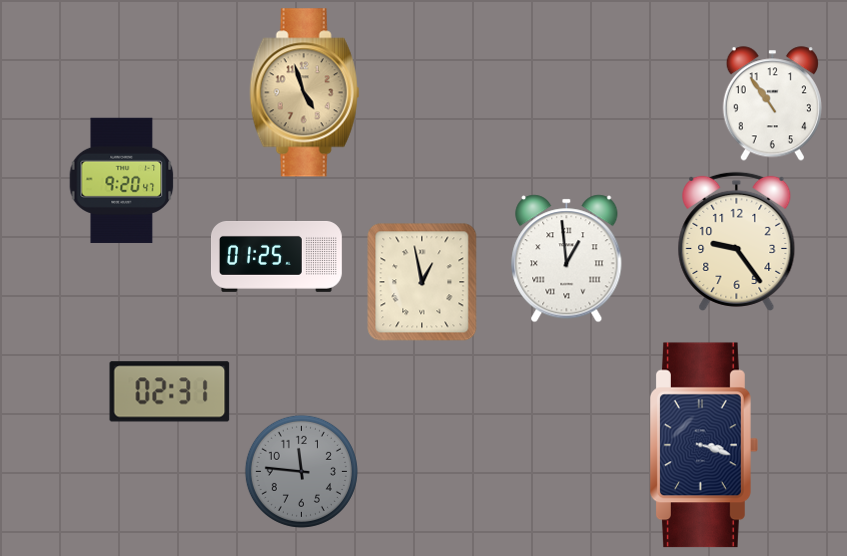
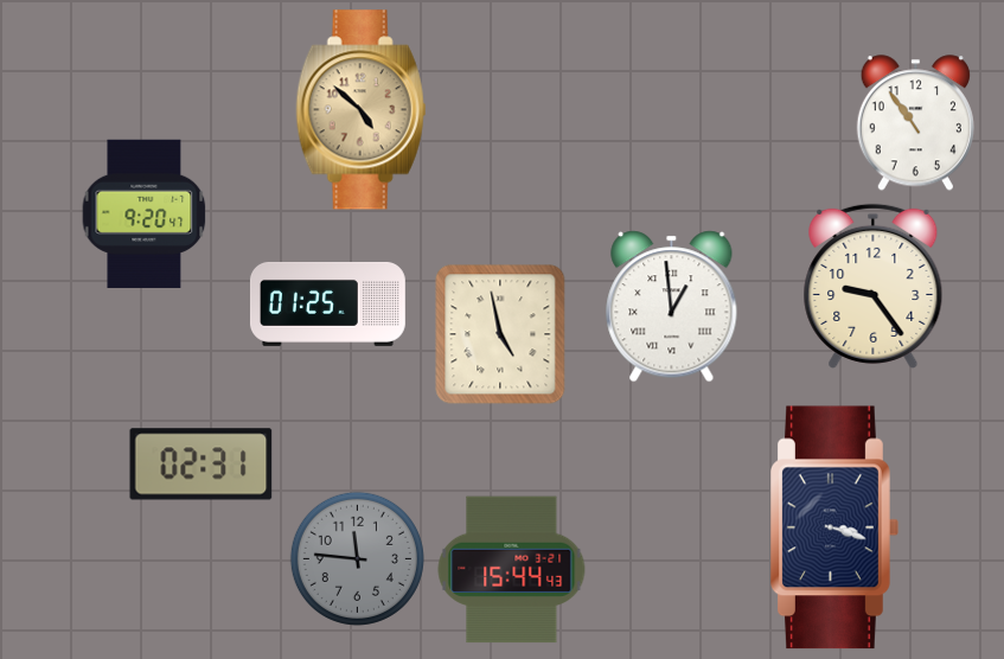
clock at (305, 93): 4:57 -> 4:52
clock at (422, 282): 12:58 -> 4:58
clock at (512, 570): none -> 15:44
